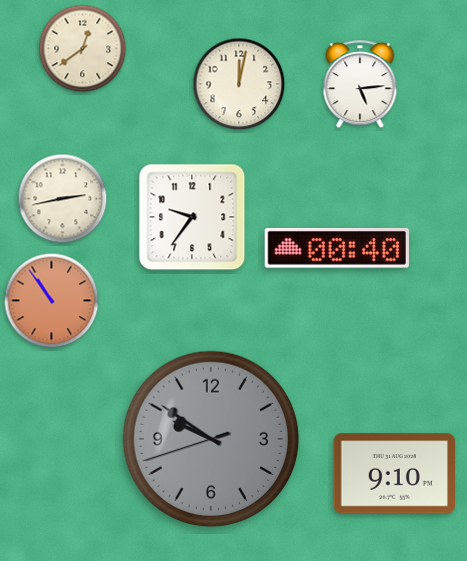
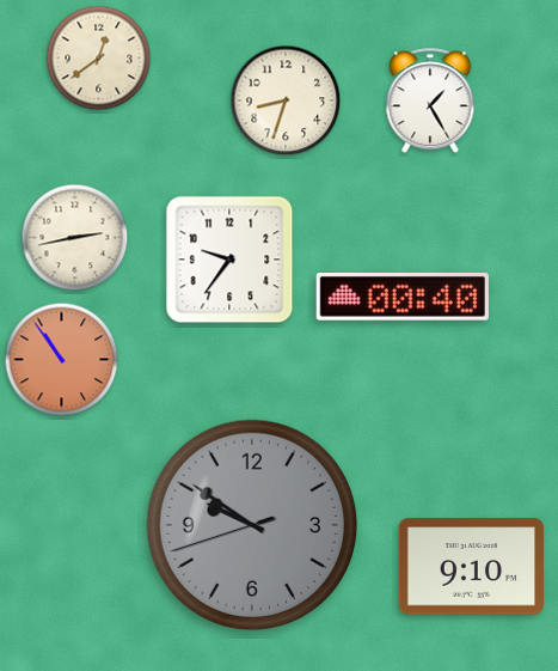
clock at (239, 84): 12:02 -> 8:33
clock at (360, 85): 5:14 -> 1:25
